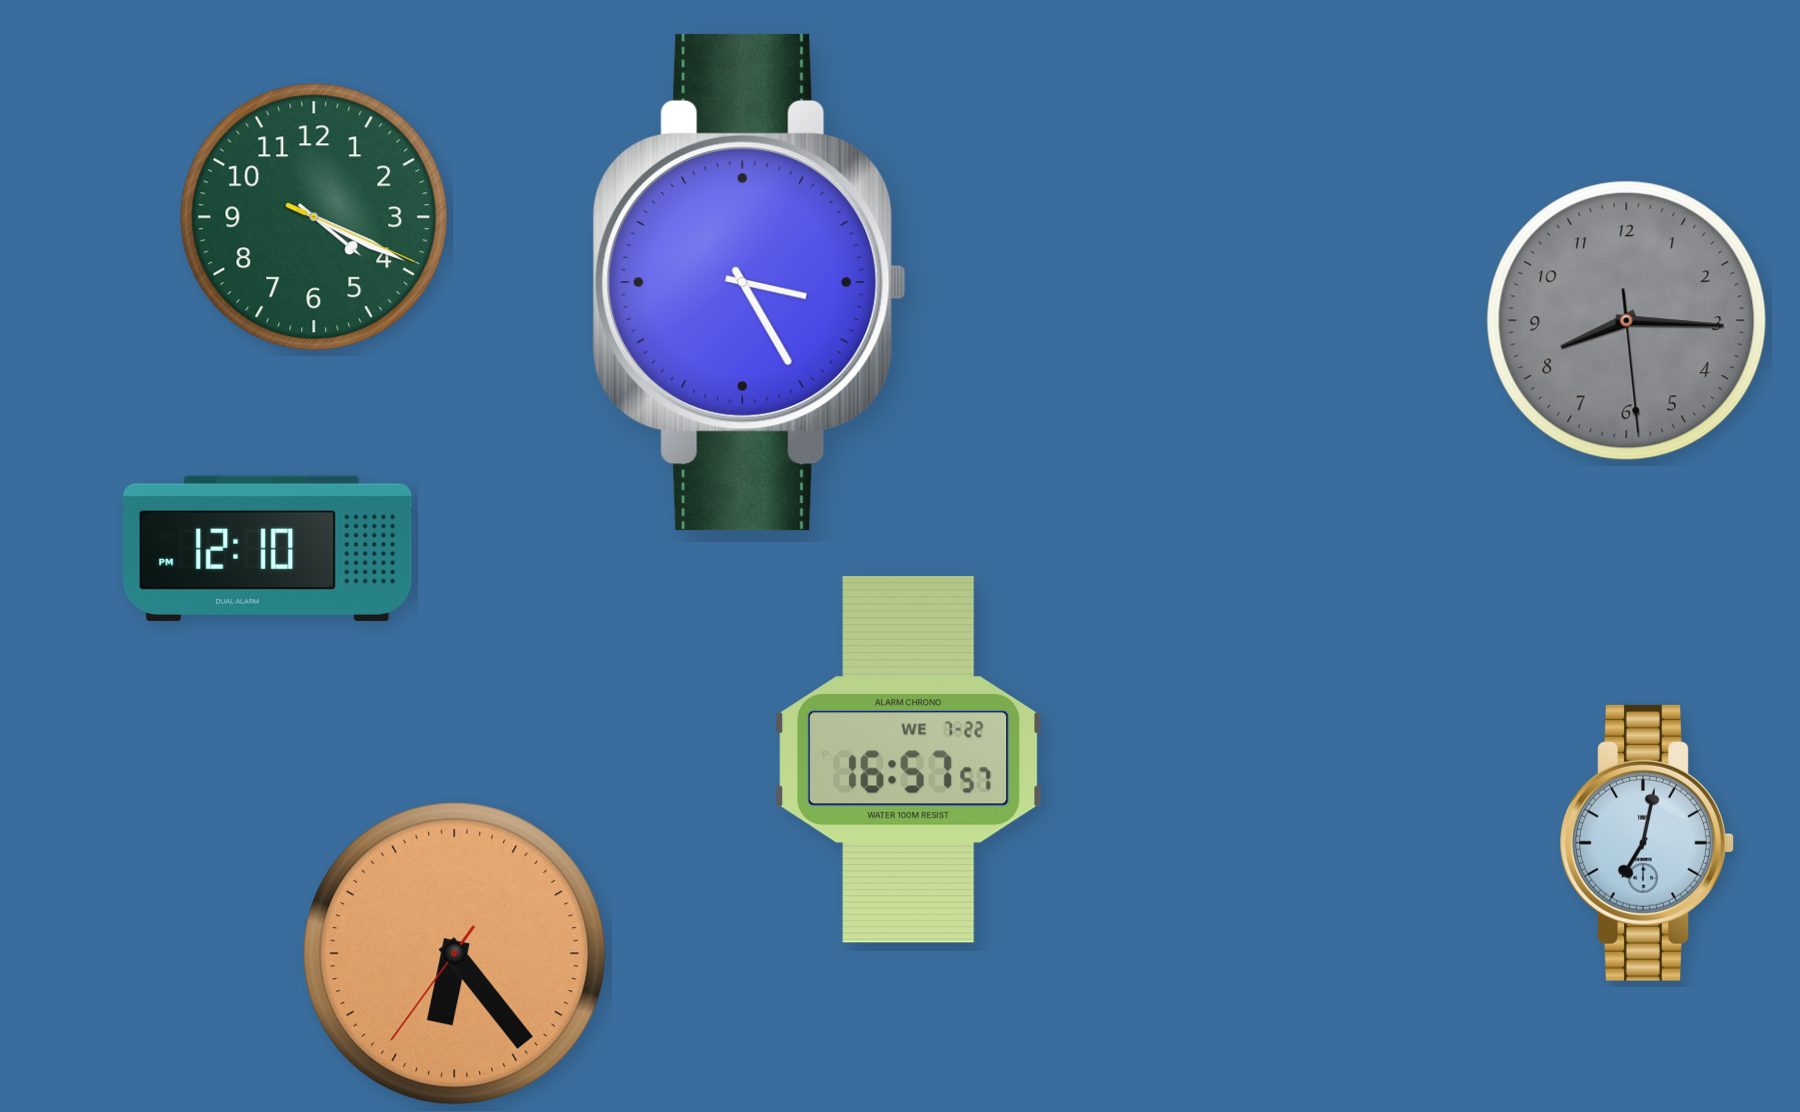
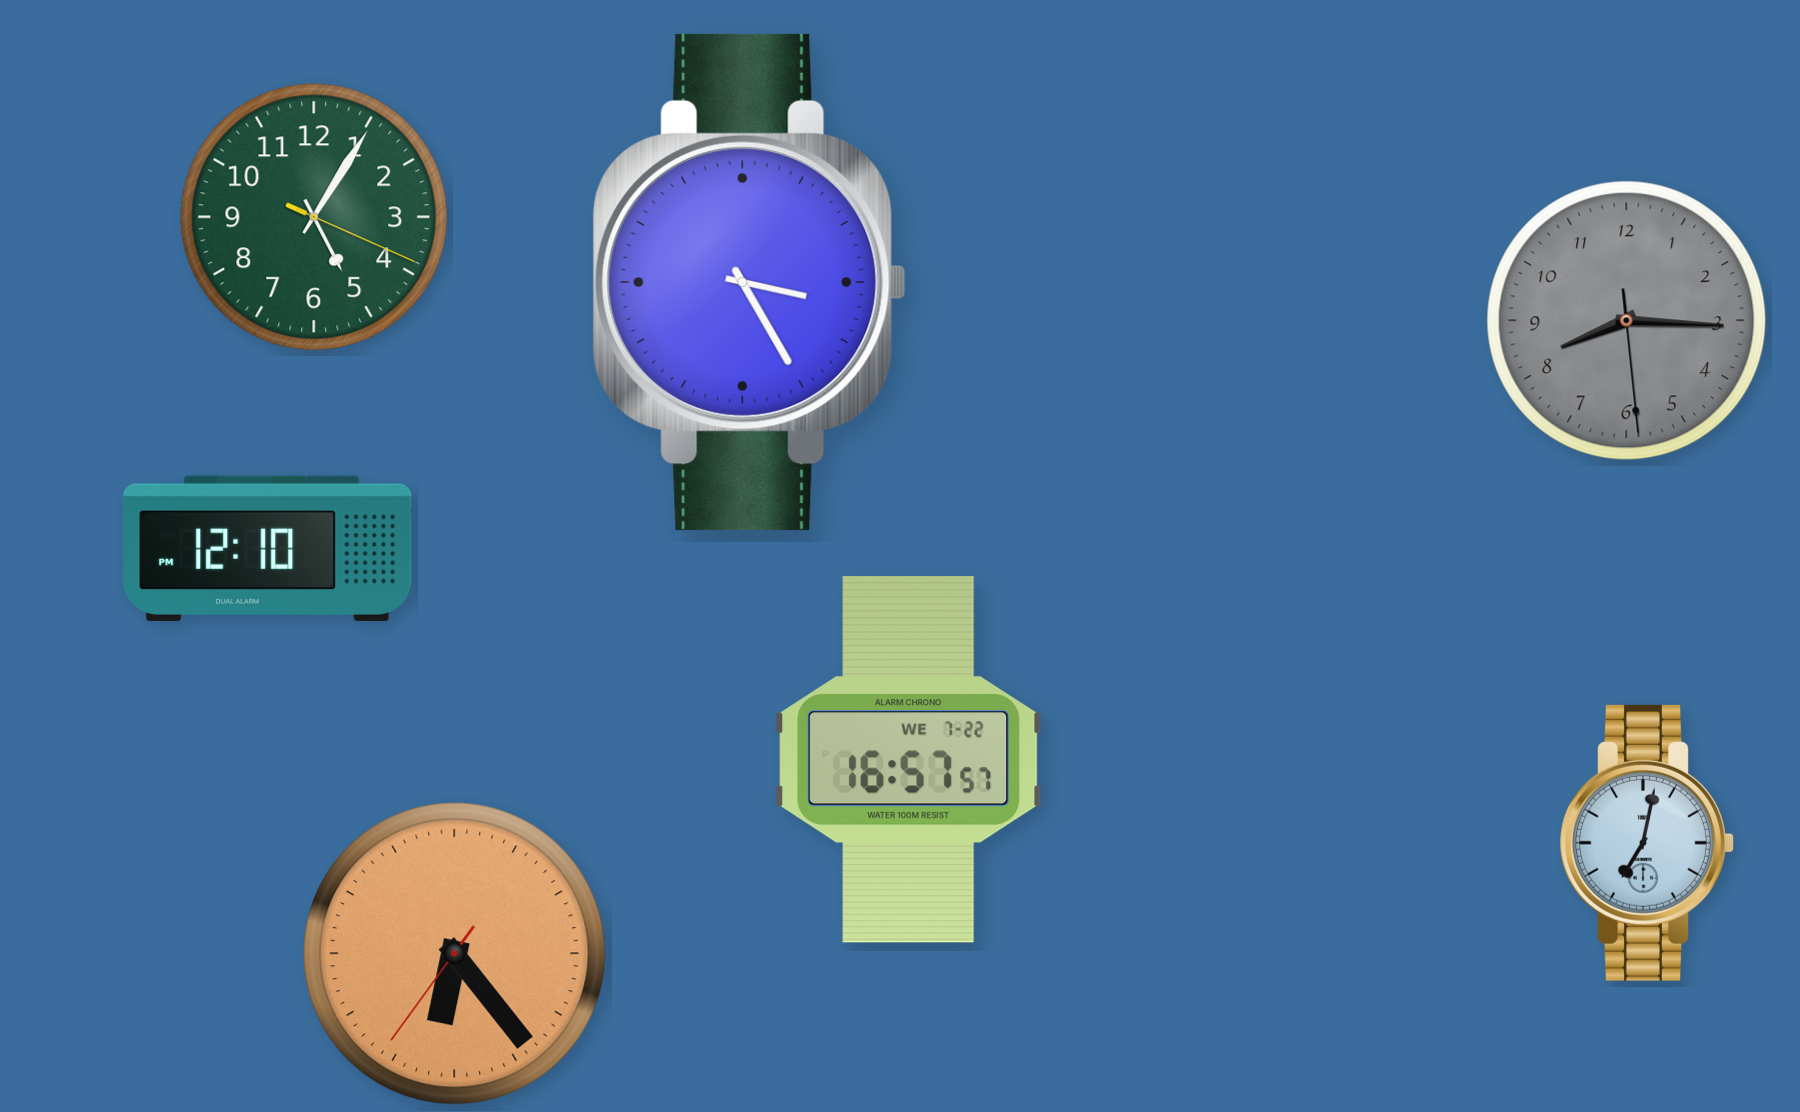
clock at (314, 217): 4:19 -> 5:05
